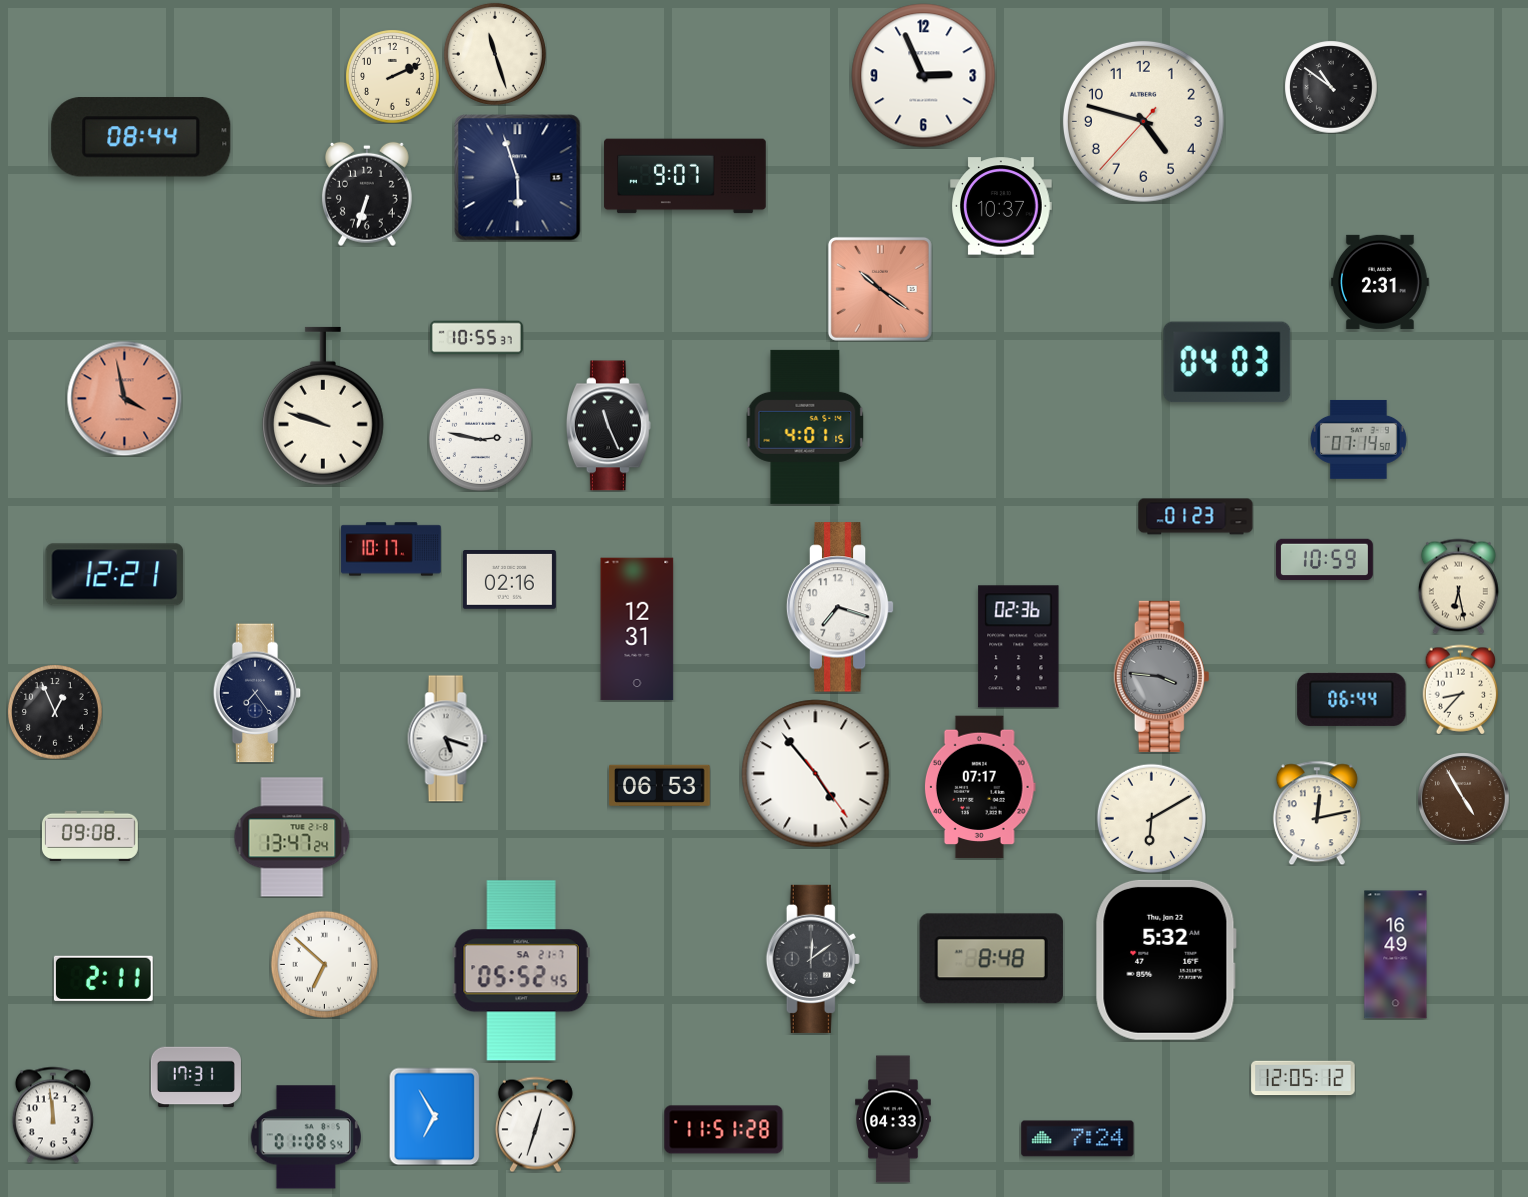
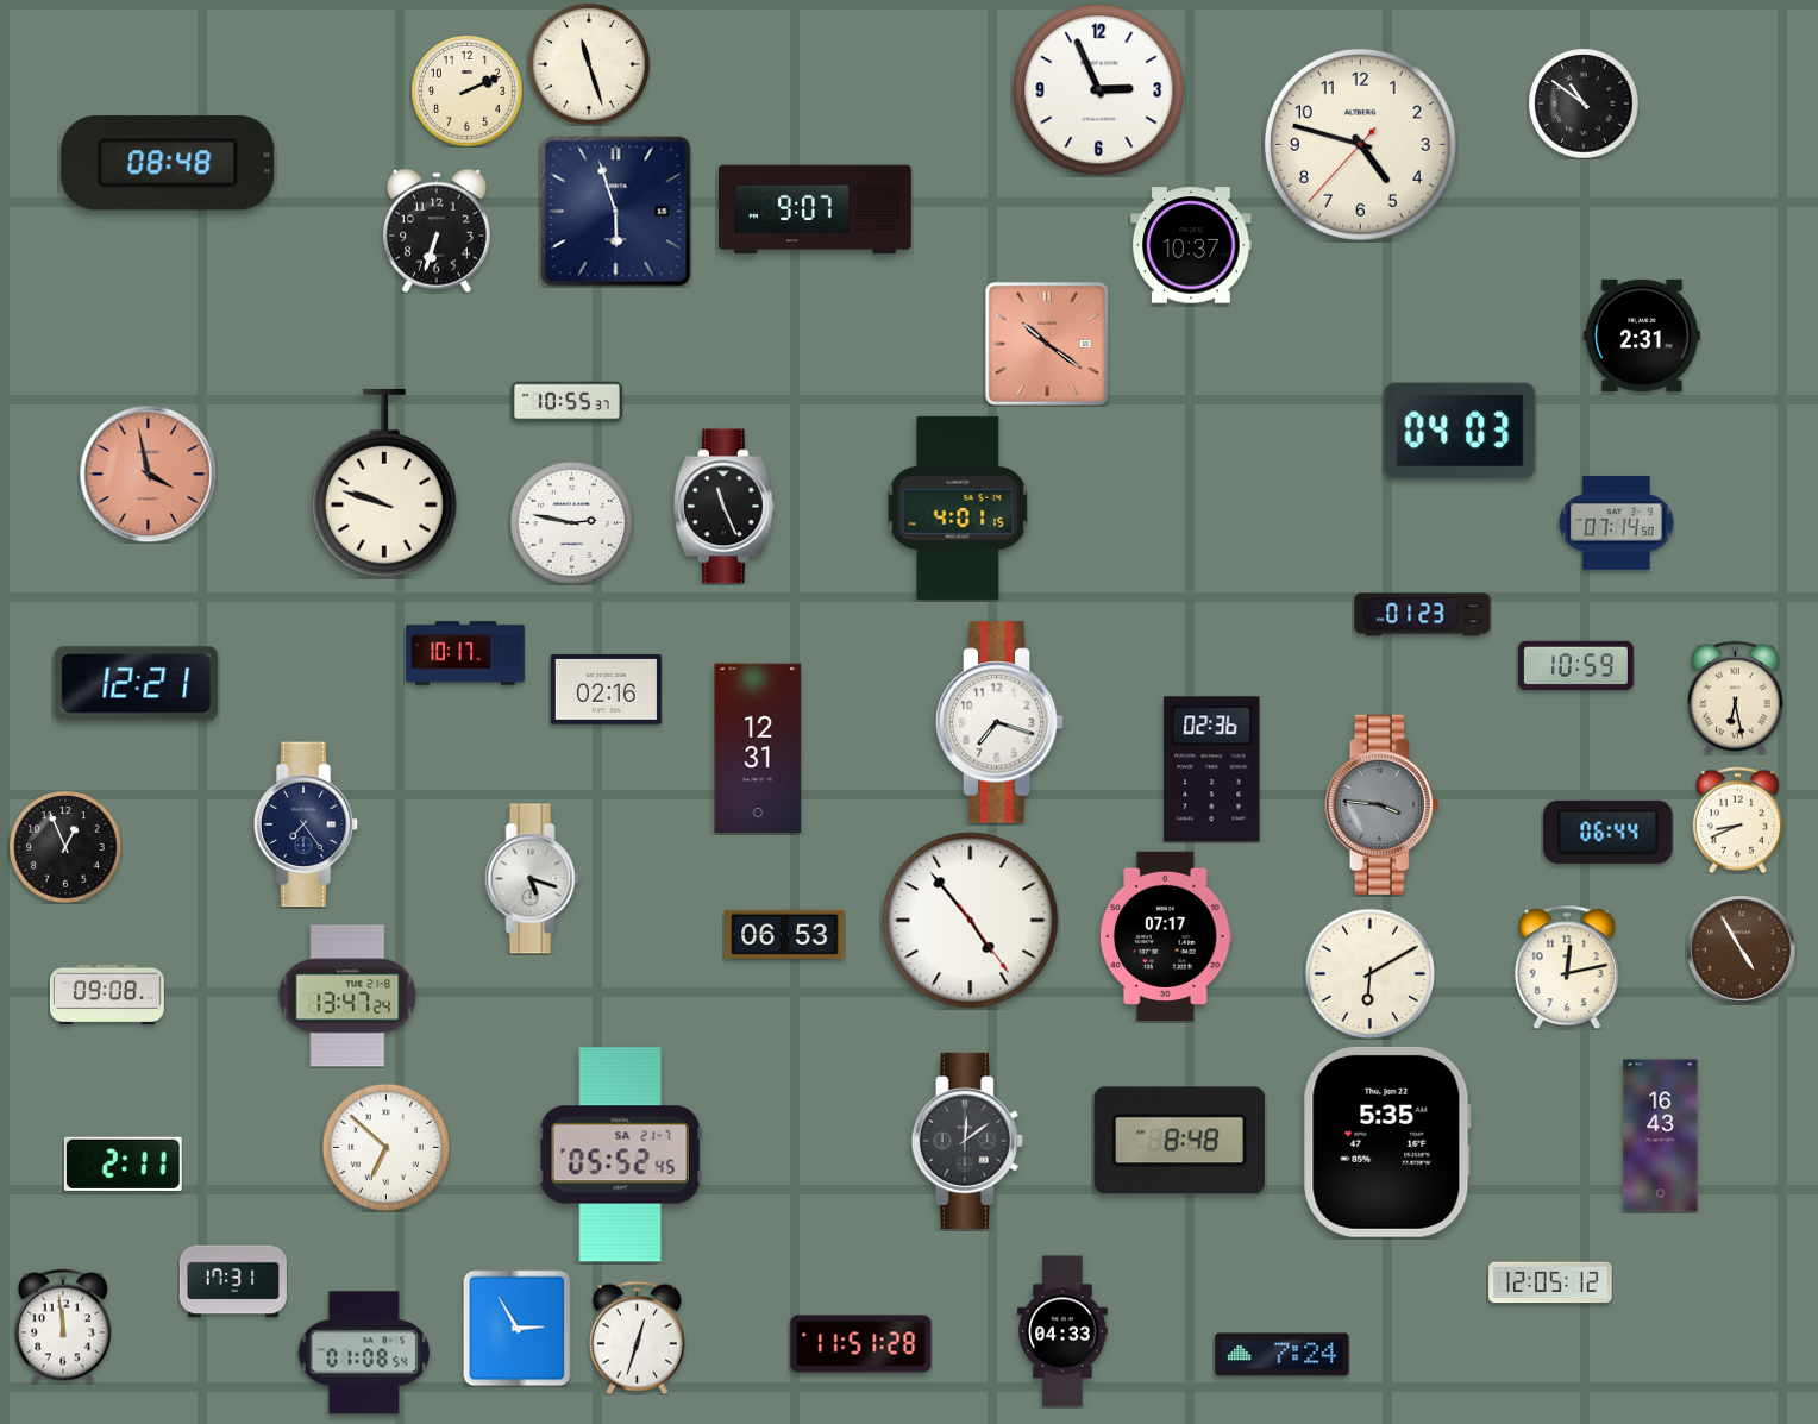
clock at (141, 137): 08:44 -> 08:48
clock at (1461, 689): 8:37 -> 8:41
clock at (1396, 955): 16:49 -> 16:43
clock at (1166, 960): 5:32 -> 5:35
clock at (435, 1116): 6:55 -> 2:55
